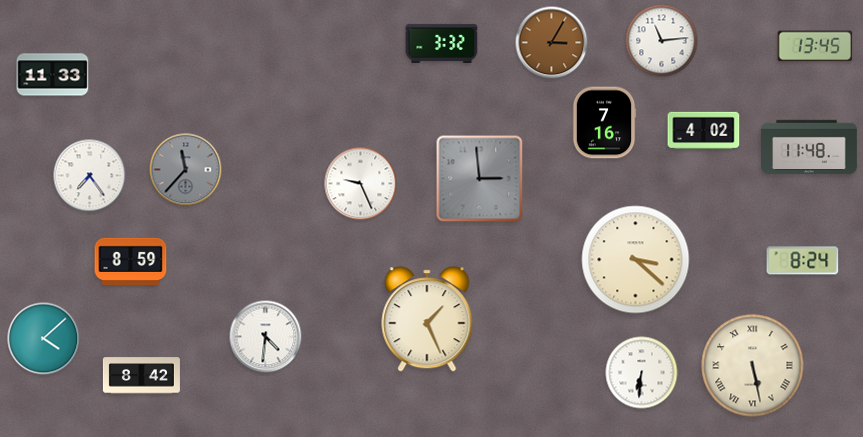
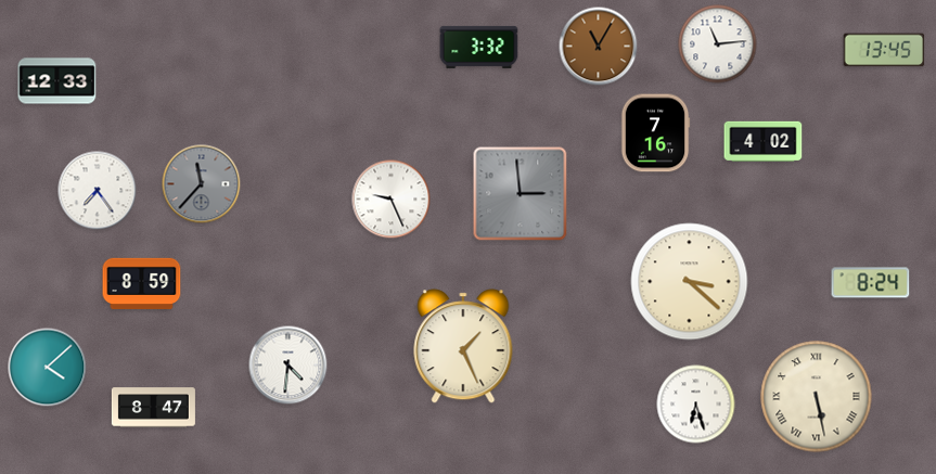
clock at (552, 43): 3:05 -> 11:05
clock at (53, 75): 11:33 -> 12:33
clock at (810, 147): 11:48 -> none
clock at (642, 373): 6:31 -> 6:27
clock at (141, 376): 8:42 -> 8:47
